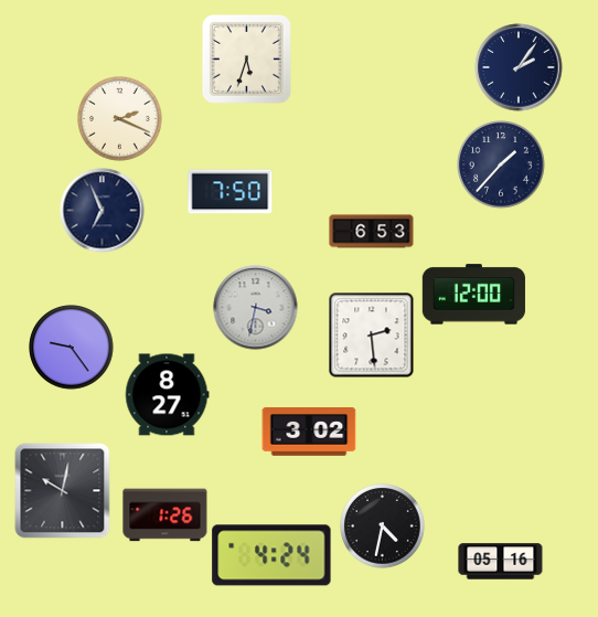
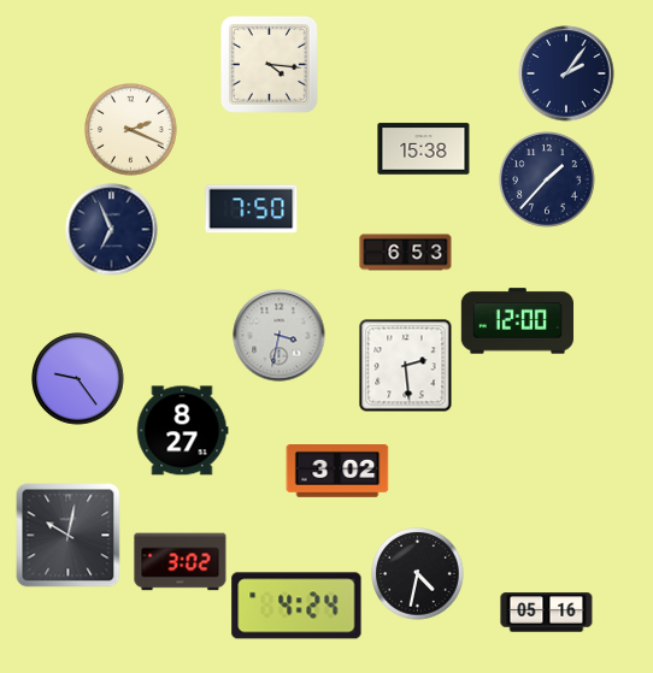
clock at (246, 58): 5:33 -> 4:16
clock at (424, 149): none -> 15:38
clock at (165, 515): 1:26 -> 3:02
